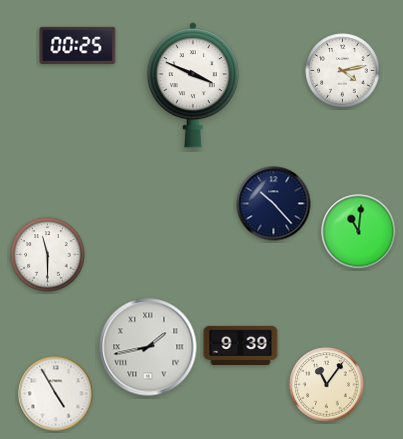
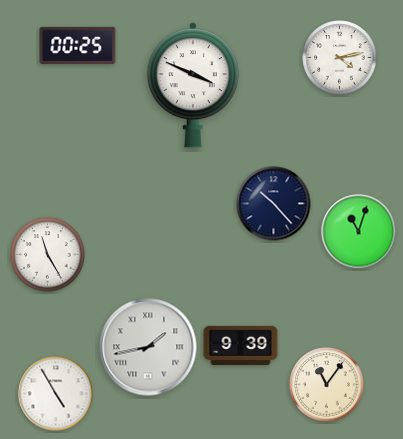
clock at (343, 71) position: (343, 71) -> (340, 58)
clock at (359, 232): 11:01 -> 11:03
clock at (48, 255): 11:30 -> 11:25
